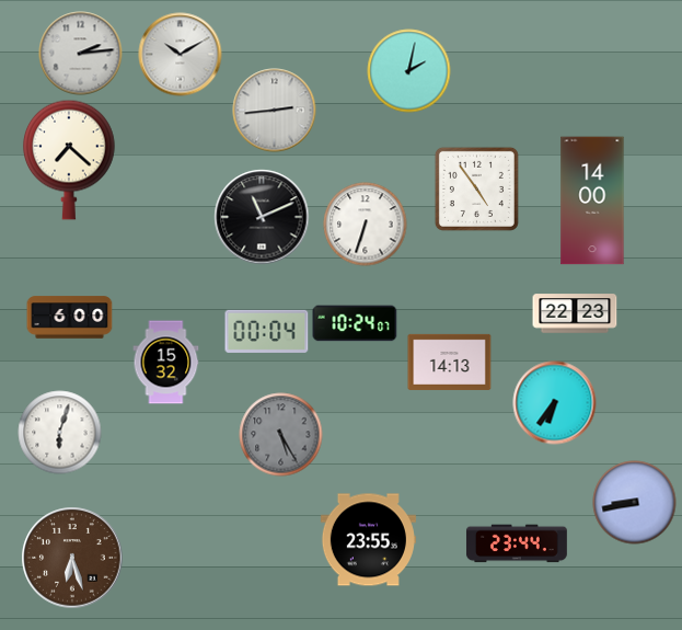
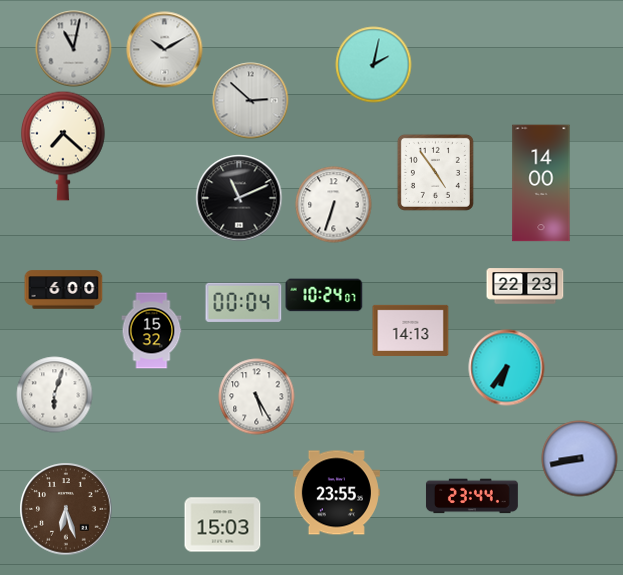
clock at (81, 54): 2:14 -> 11:02
clock at (275, 111): 2:44 -> 2:52
clock at (281, 435) dial: grey -> white
clock at (223, 525): none -> 15:03
